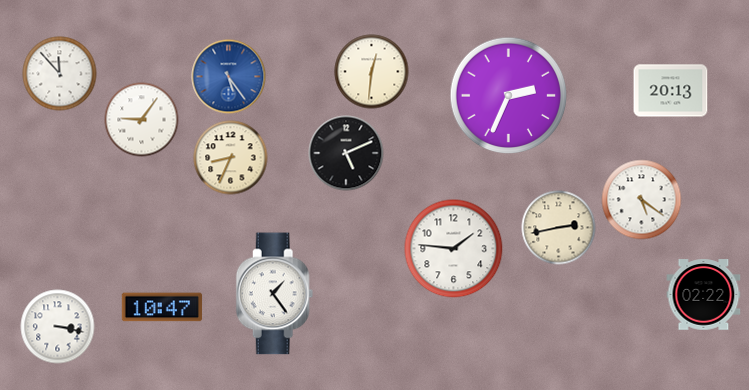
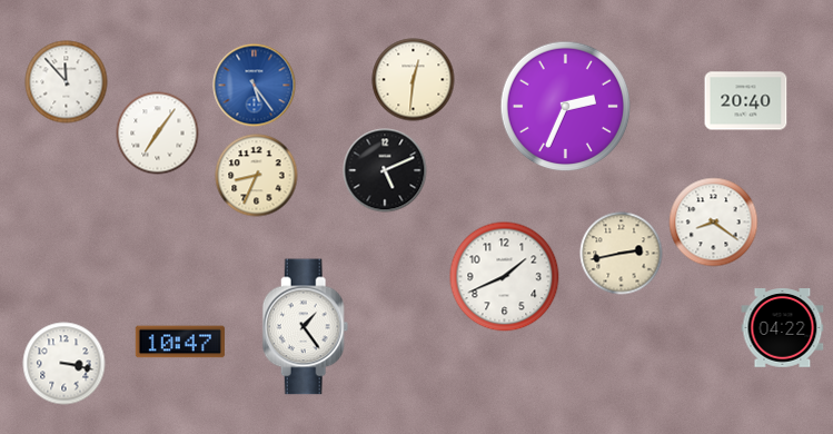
clock at (671, 91): 20:13 -> 20:40
clock at (142, 120): 9:06 -> 7:06
clock at (642, 200): 5:21 -> 8:21
clock at (454, 249): 1:46 -> 1:41
clock at (704, 295): 02:22 -> 04:22
